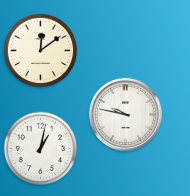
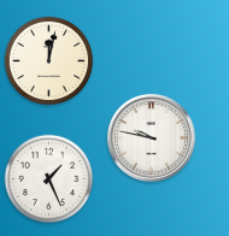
clock at (41, 51): 12:09 -> 12:02
clock at (41, 149): 1:02 -> 1:26
